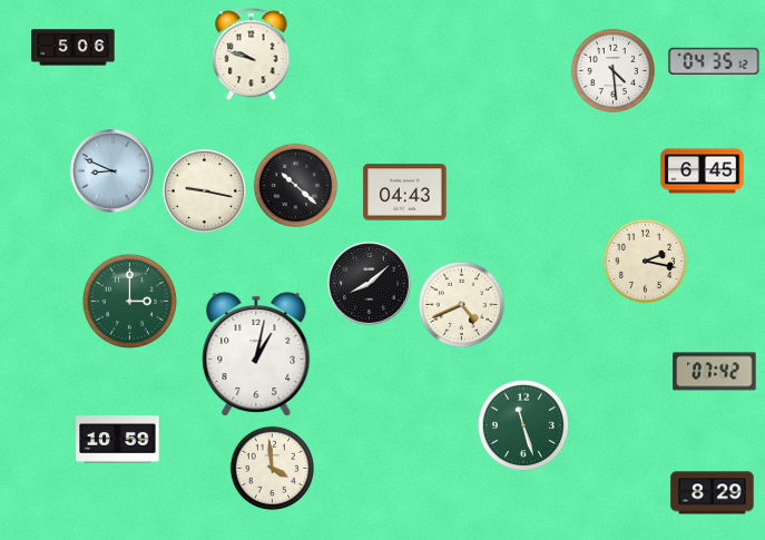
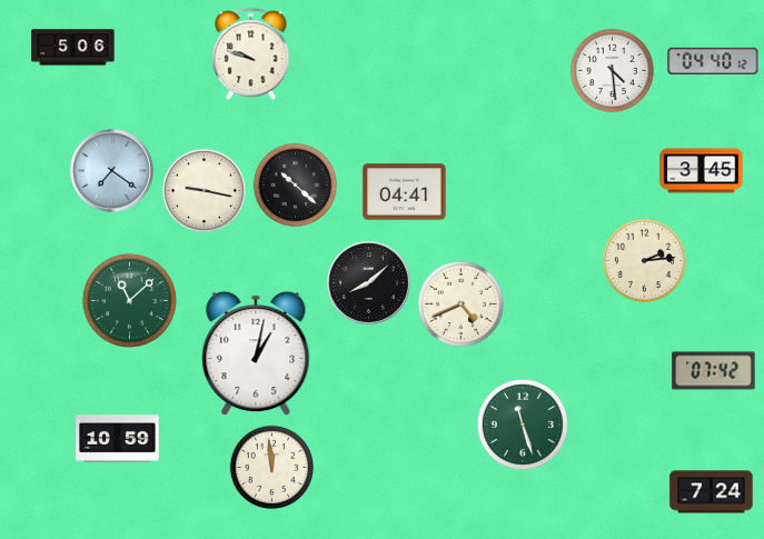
clock at (714, 61): 04:35 -> 04:40
clock at (111, 170): 8:49 -> 7:21
clock at (703, 171): 6:45 -> 3:45
clock at (405, 193): 04:43 -> 04:41
clock at (646, 262): 2:17 -> 2:14
clock at (129, 301): 3:00 -> 11:08
clock at (273, 469): 3:59 -> 11:59
clock at (713, 493): 8:29 -> 7:24
